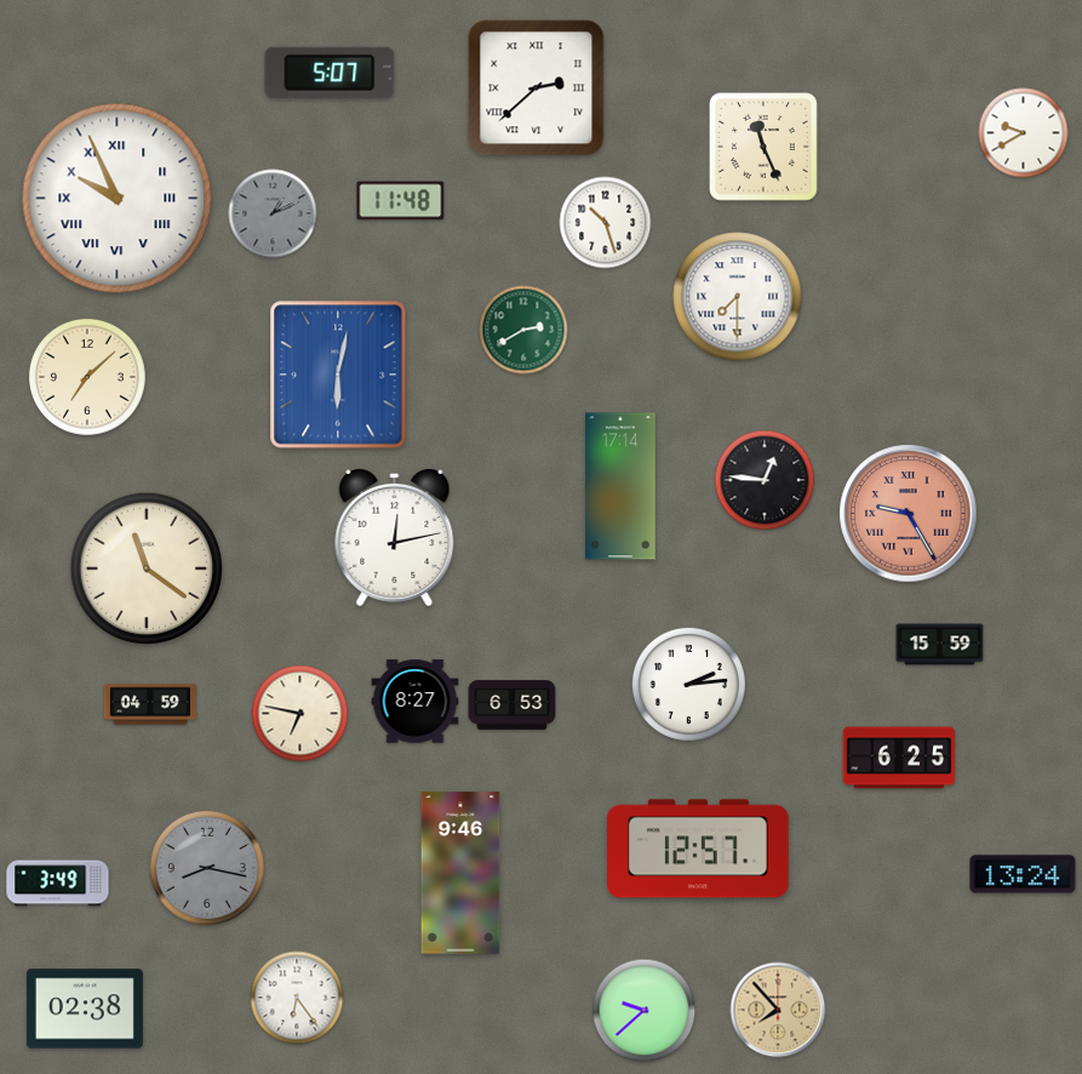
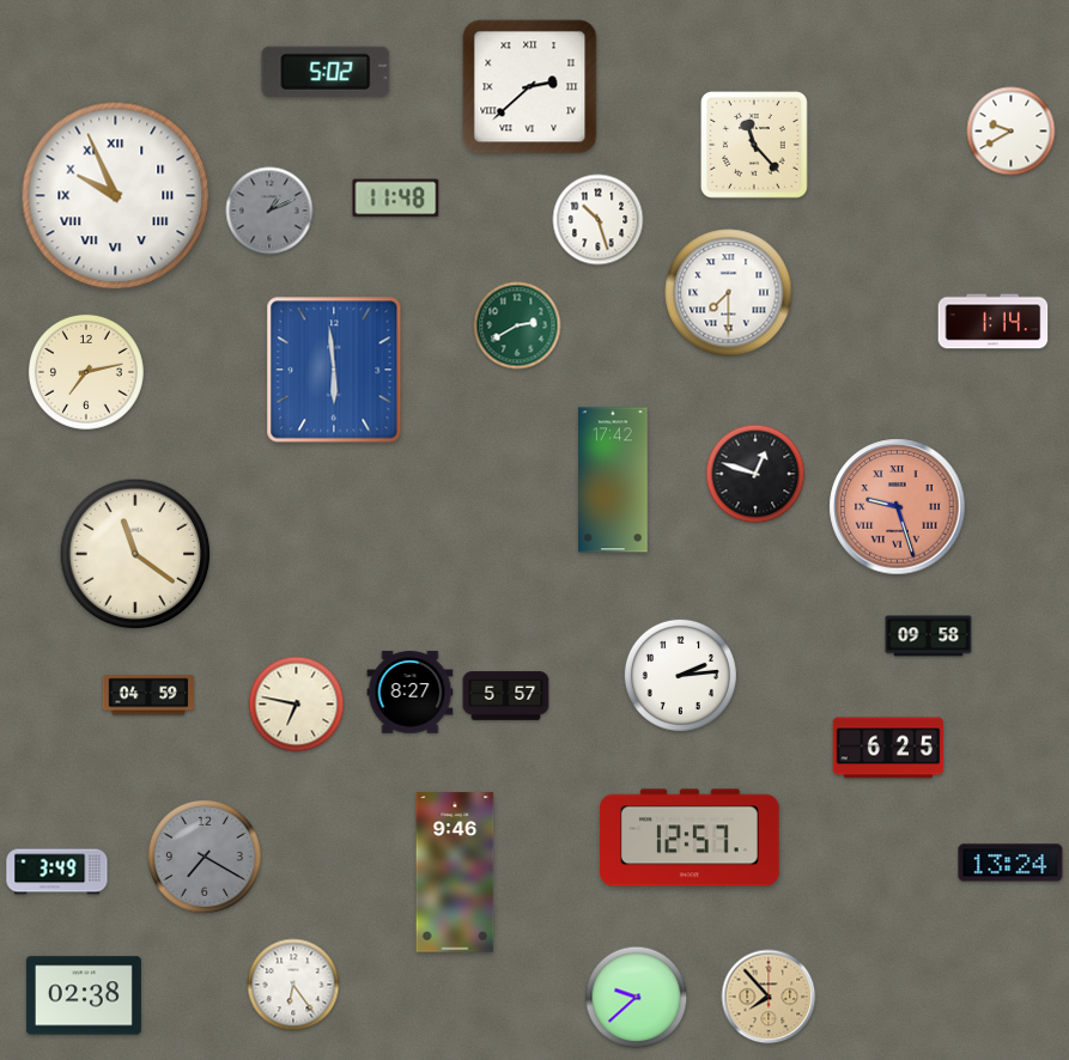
clock at (330, 73): 5:07 -> 5:02
clock at (765, 148): 11:26 -> 11:23
clock at (994, 322): none -> 1:14
clock at (338, 375): 6:02 -> 5:59
clock at (87, 377): 7:08 -> 7:13
clock at (765, 480): 12:46 -> 12:48
clock at (620, 486): 17:14 -> 17:42
clock at (909, 514): 9:25 -> 9:27
clock at (395, 537): 12:13 -> none
clock at (147, 569) position: (147, 569) -> (135, 554)
clock at (940, 645): 15:59 -> 09:58
clock at (513, 705): 6:53 -> 5:57
clock at (207, 868): 8:17 -> 7:20
clock at (460, 873) position: (460, 873) -> (455, 872)
